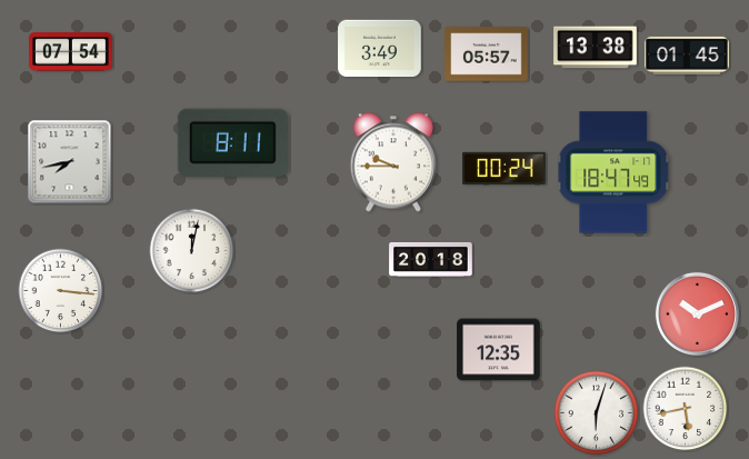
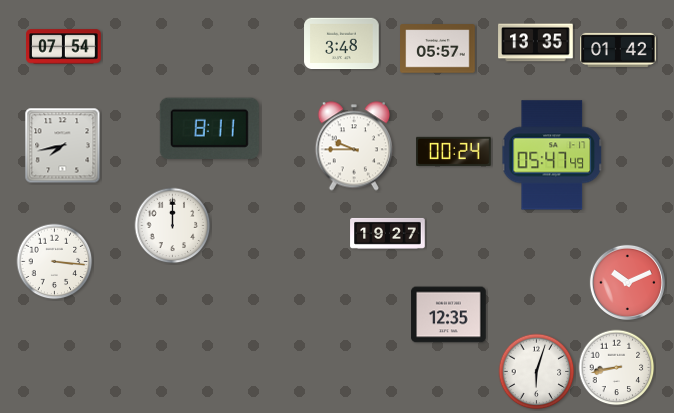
clock at (596, 48): 13:38 -> 13:35
clock at (380, 49): 3:49 -> 3:48
clock at (687, 56): 01:45 -> 01:42
clock at (613, 172): 18:47 -> 05:47
clock at (192, 251): 12:02 -> 12:00
clock at (431, 259): 20:18 -> 19:27
clock at (686, 409): 5:43 -> 8:43
